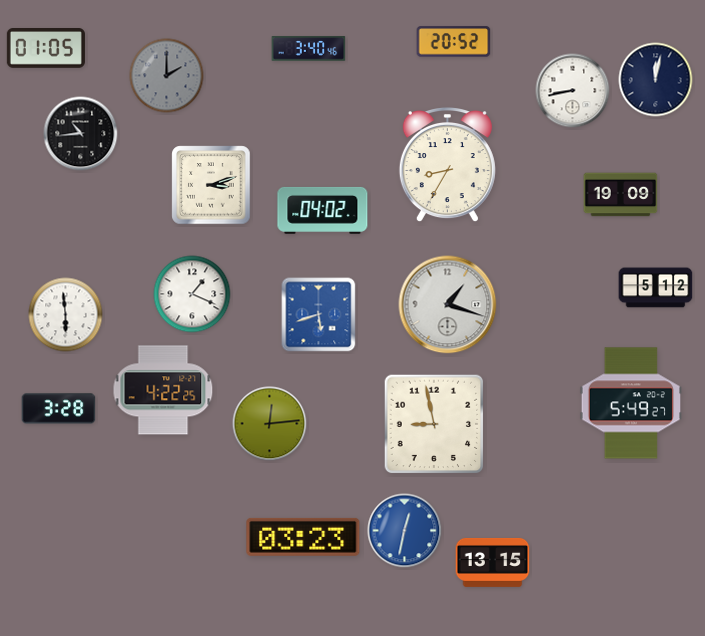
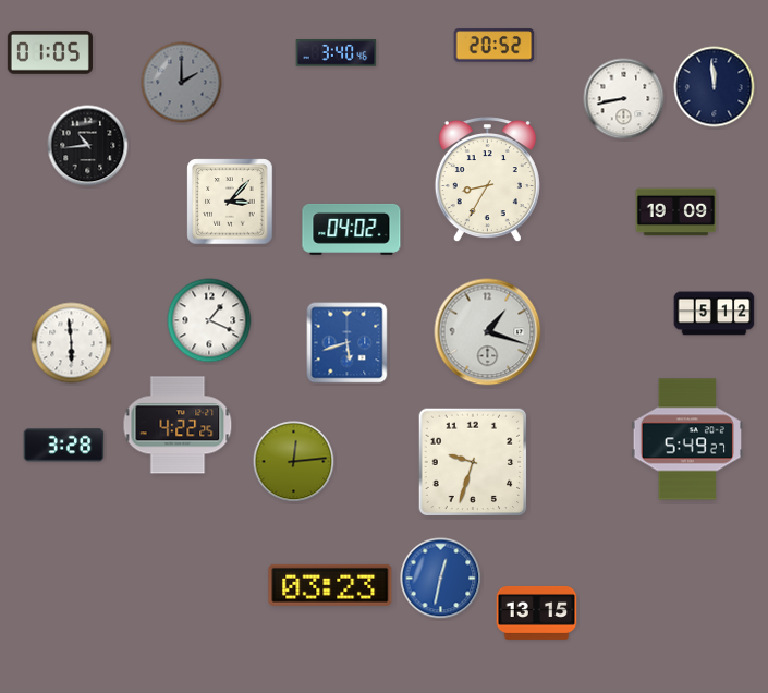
clock at (656, 80): 12:02 -> 11:59
clock at (211, 185): 3:12 -> 3:07
clock at (434, 424): 8:58 -> 9:33
